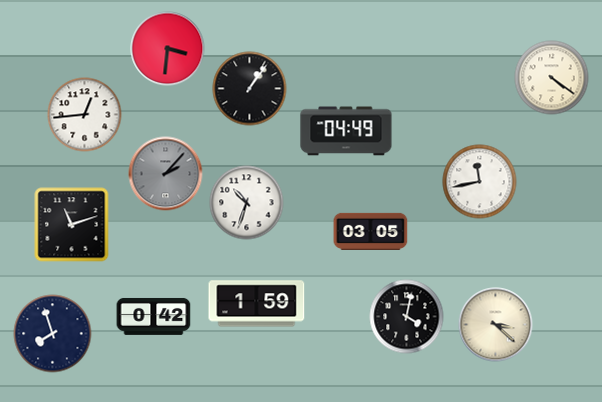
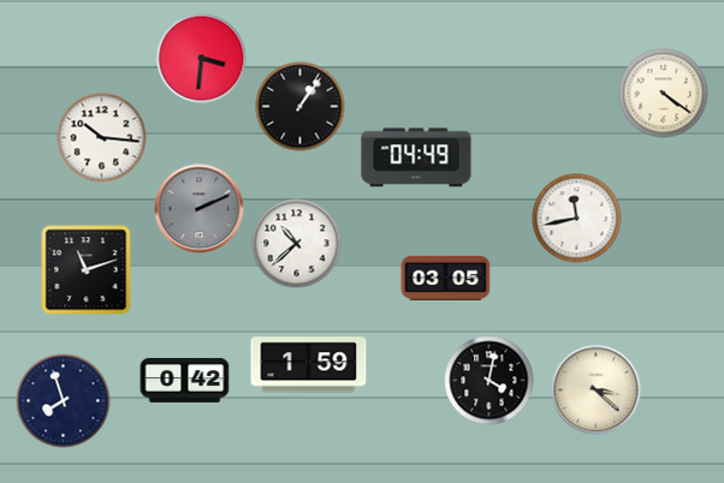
clock at (85, 115): 12:44 -> 10:16
clock at (166, 174): 2:07 -> 2:11
clock at (247, 203): 10:33 -> 10:38
